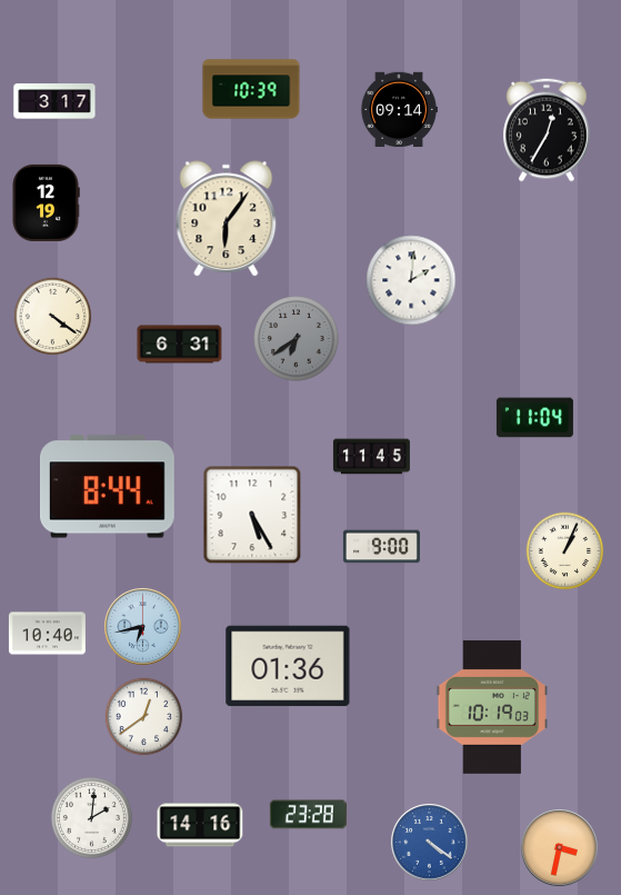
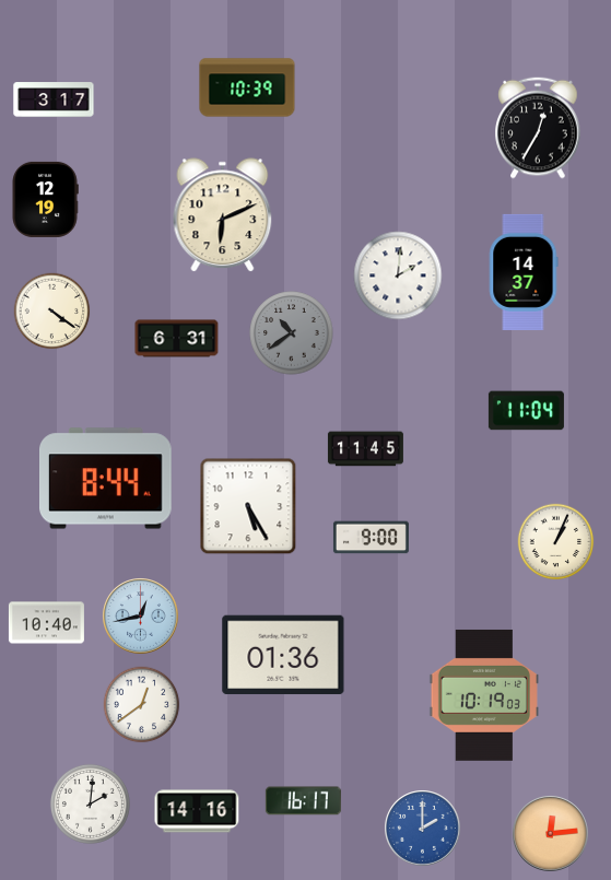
clock at (399, 110): 09:14 -> none
clock at (227, 219): 6:06 -> 6:11
clock at (524, 272): none -> 14:37
clock at (411, 280) position: (411, 280) -> (398, 275)
clock at (297, 339): 6:39 -> 10:39
clock at (381, 547) position: (381, 547) -> (371, 538)
clock at (143, 627): 6:43 -> 12:43
clock at (308, 815): 23:28 -> 16:17
clock at (430, 843): 4:21 -> 2:00
clock at (560, 848): 3:32 -> 12:14
